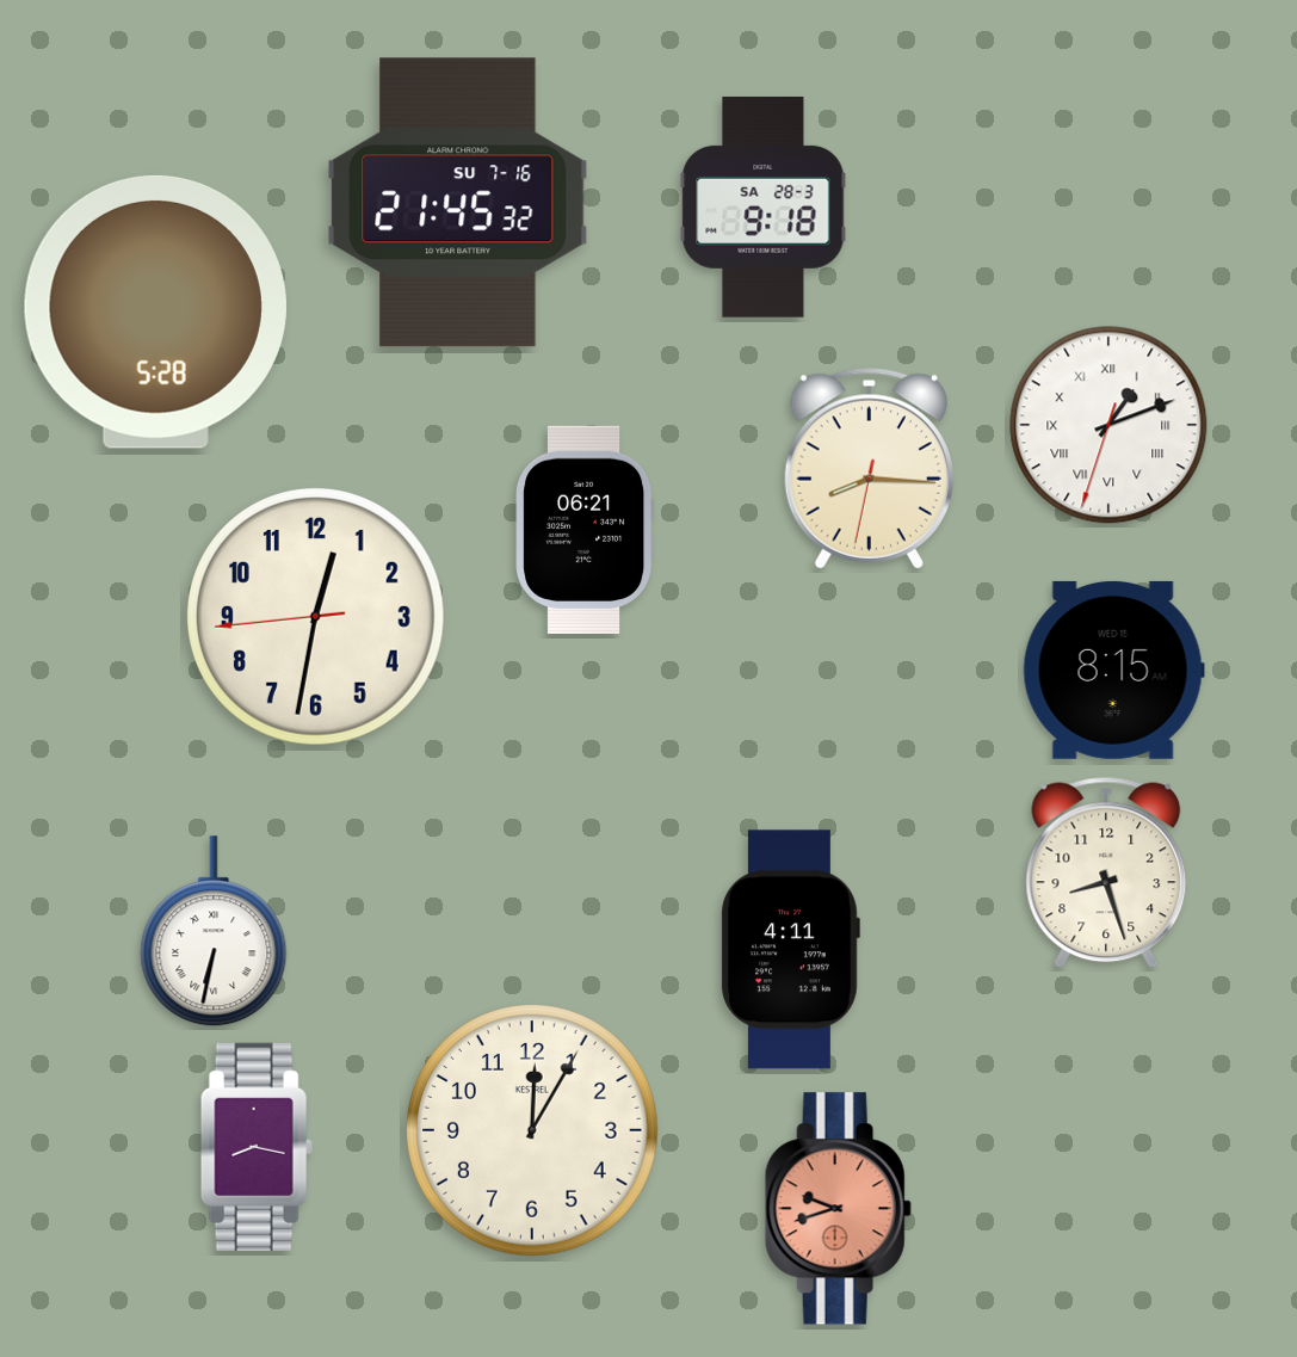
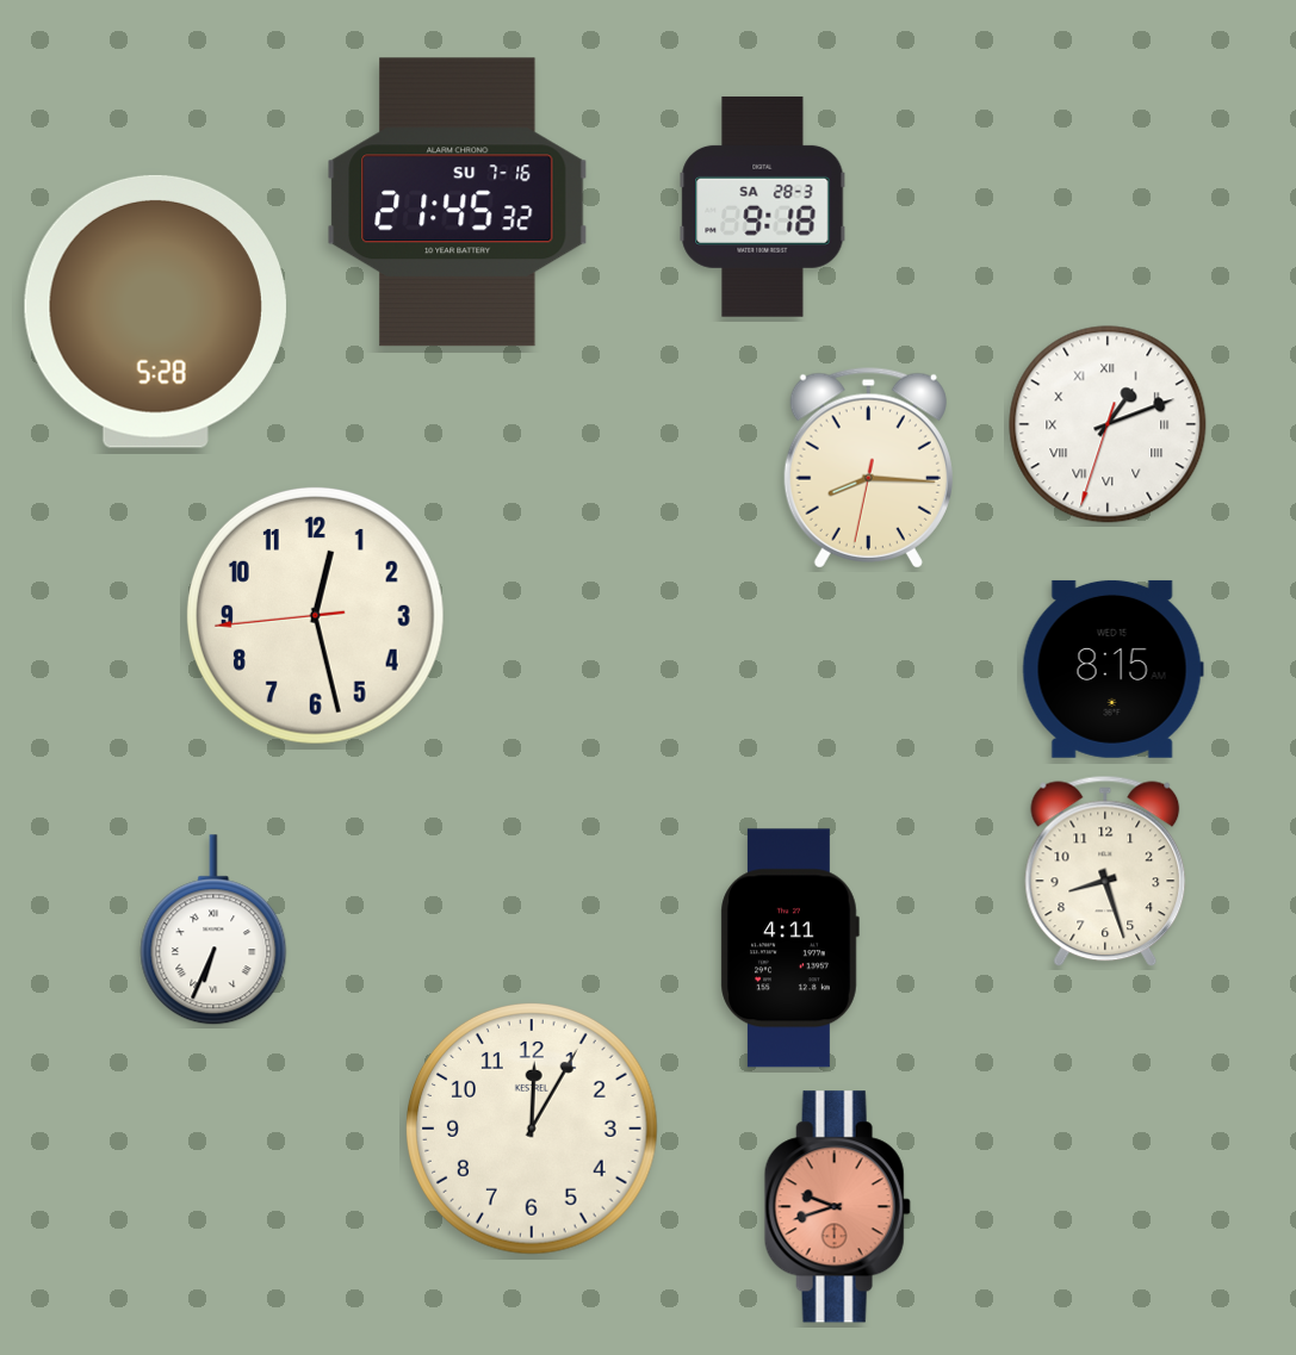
clock at (585, 530): 06:21 -> none
clock at (315, 616): 12:31 -> 12:27
clock at (214, 932): 6:32 -> 6:34
clock at (257, 1147): 8:17 -> none
